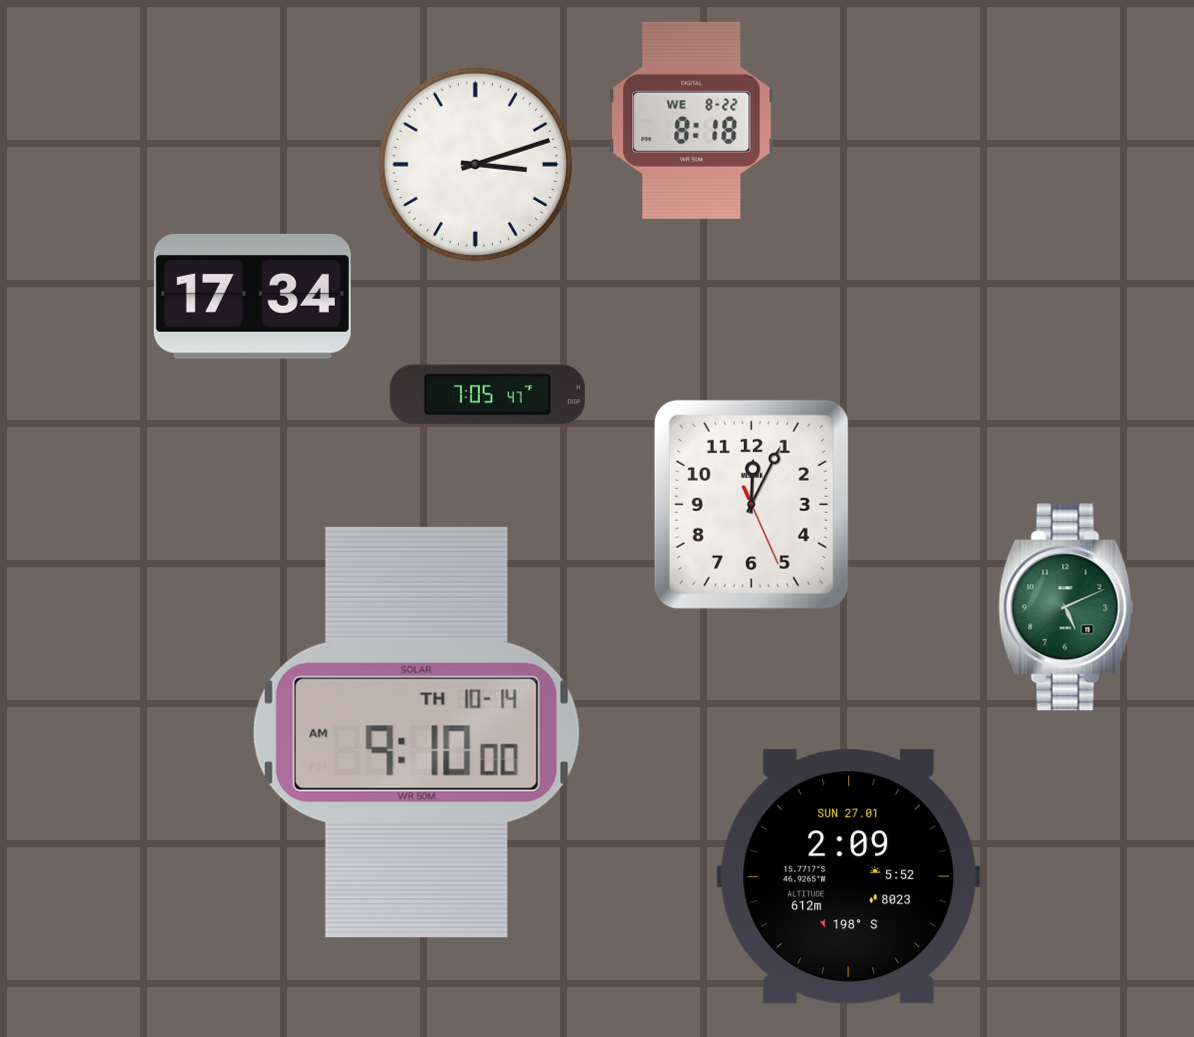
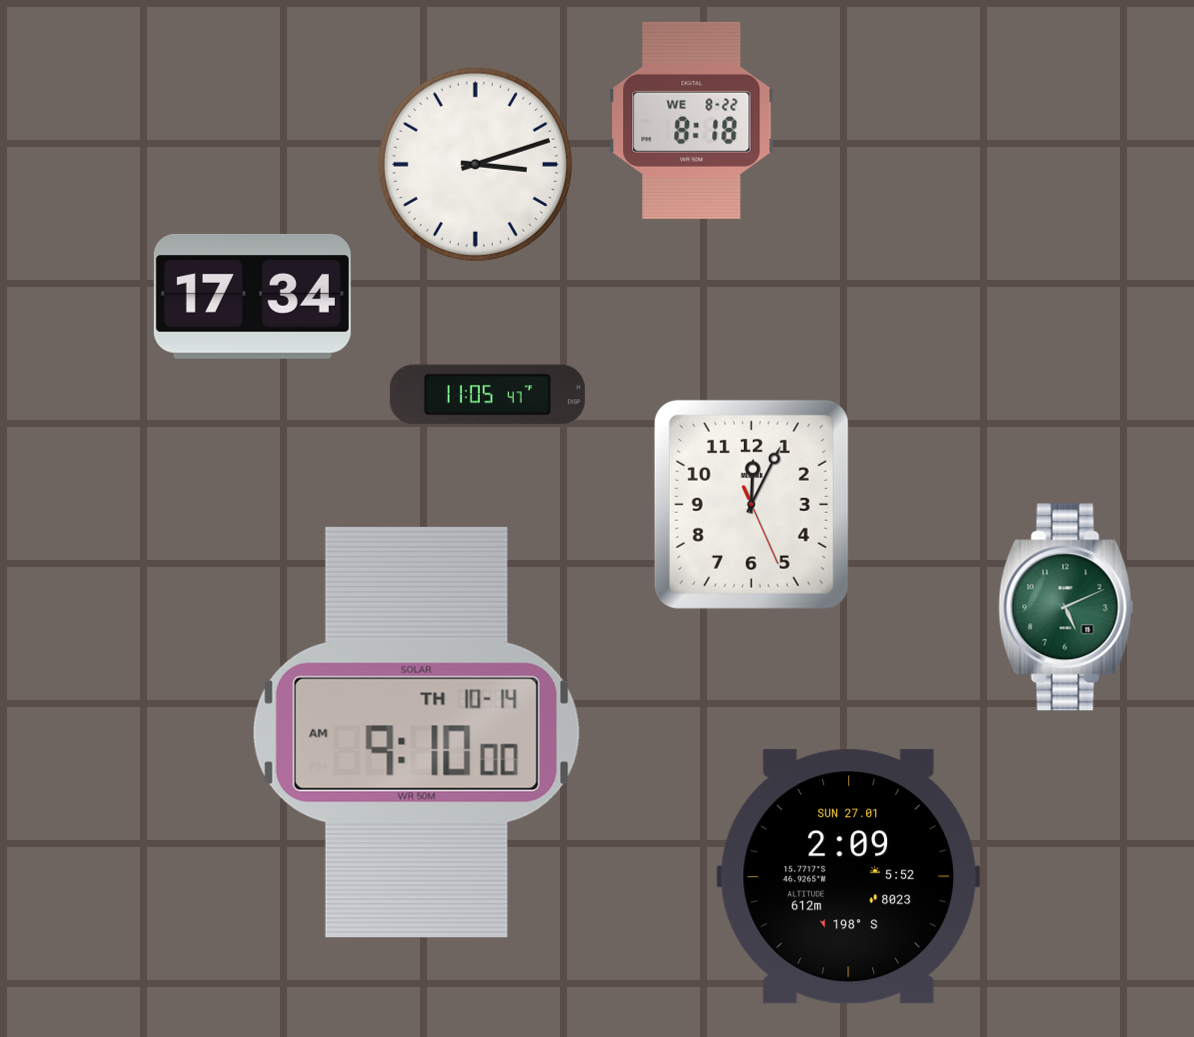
clock at (487, 395): 7:05 -> 11:05
